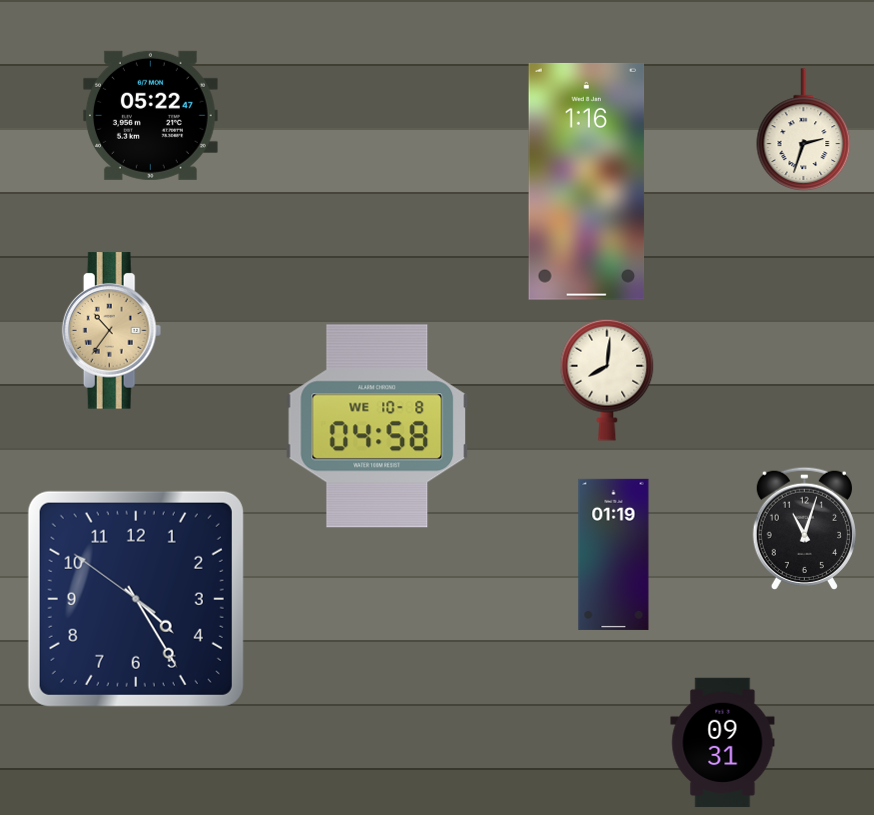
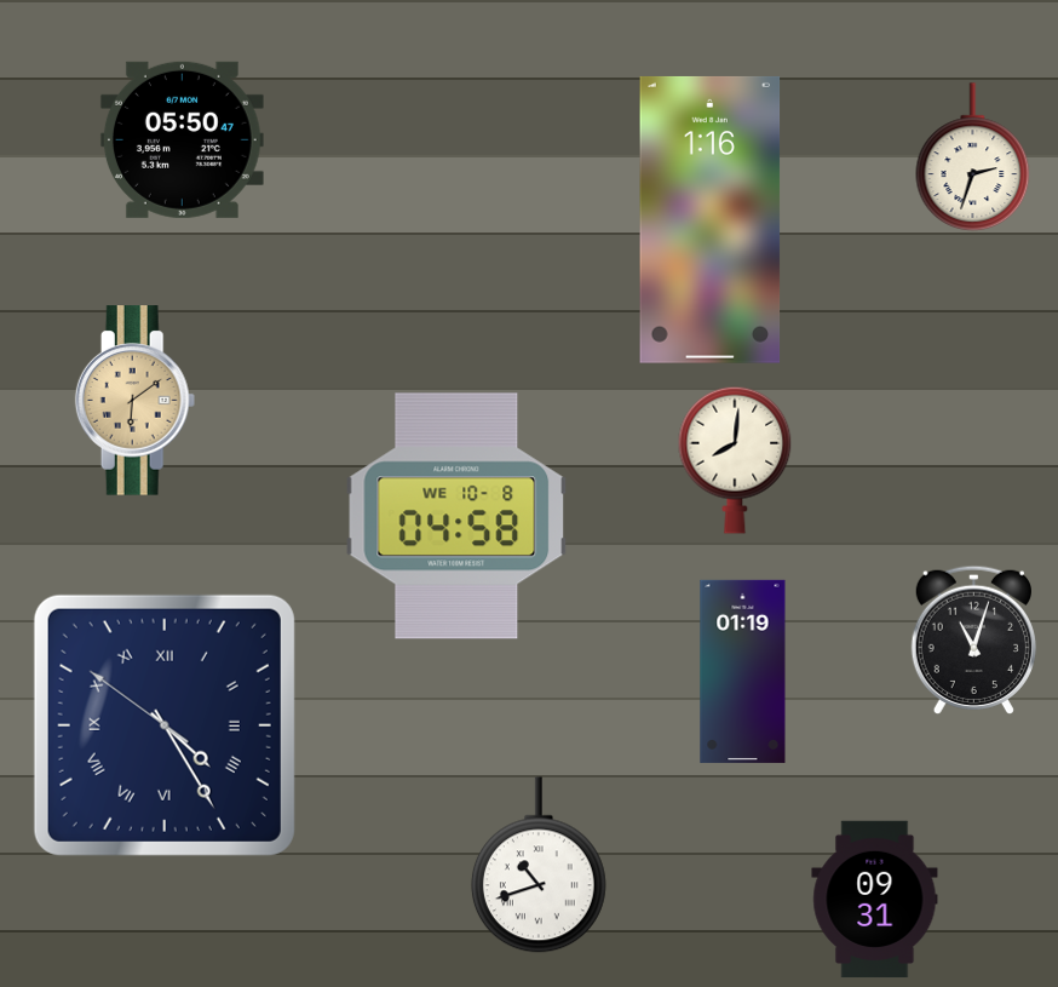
clock at (150, 115): 05:22 -> 05:50
clock at (112, 331): 10:36 -> 6:09
clock at (136, 599) numerals: Arabic -> Roman
clock at (539, 865): none -> 10:42
